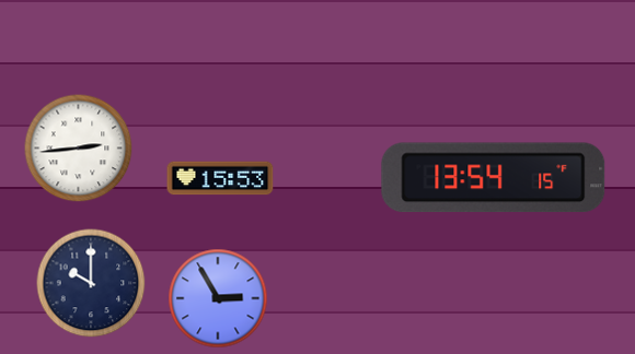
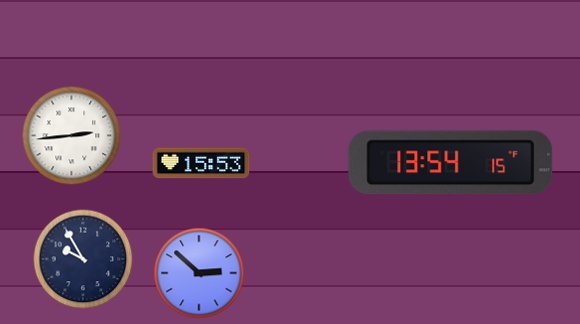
clock at (91, 283): 10:00 -> 9:55
clock at (218, 298): 2:55 -> 2:52
